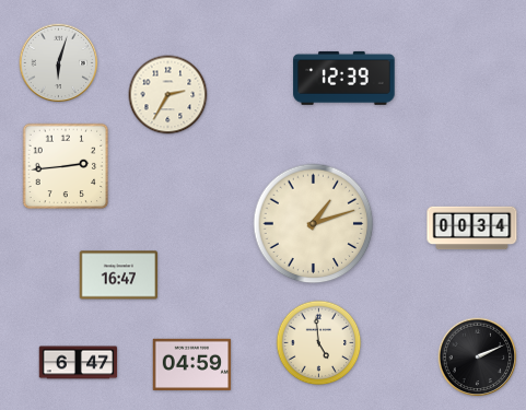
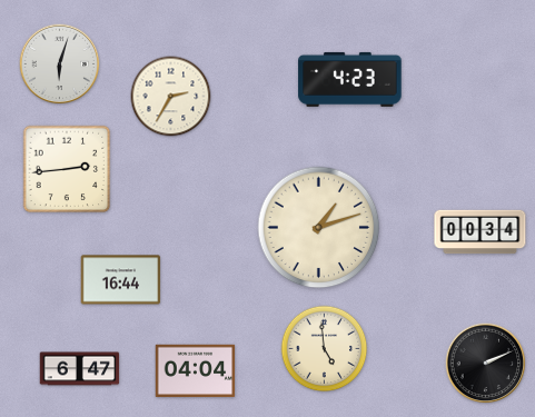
clock at (344, 78): 12:39 -> 4:23
clock at (119, 276): 16:47 -> 16:44
clock at (192, 365): 04:59 -> 04:04
